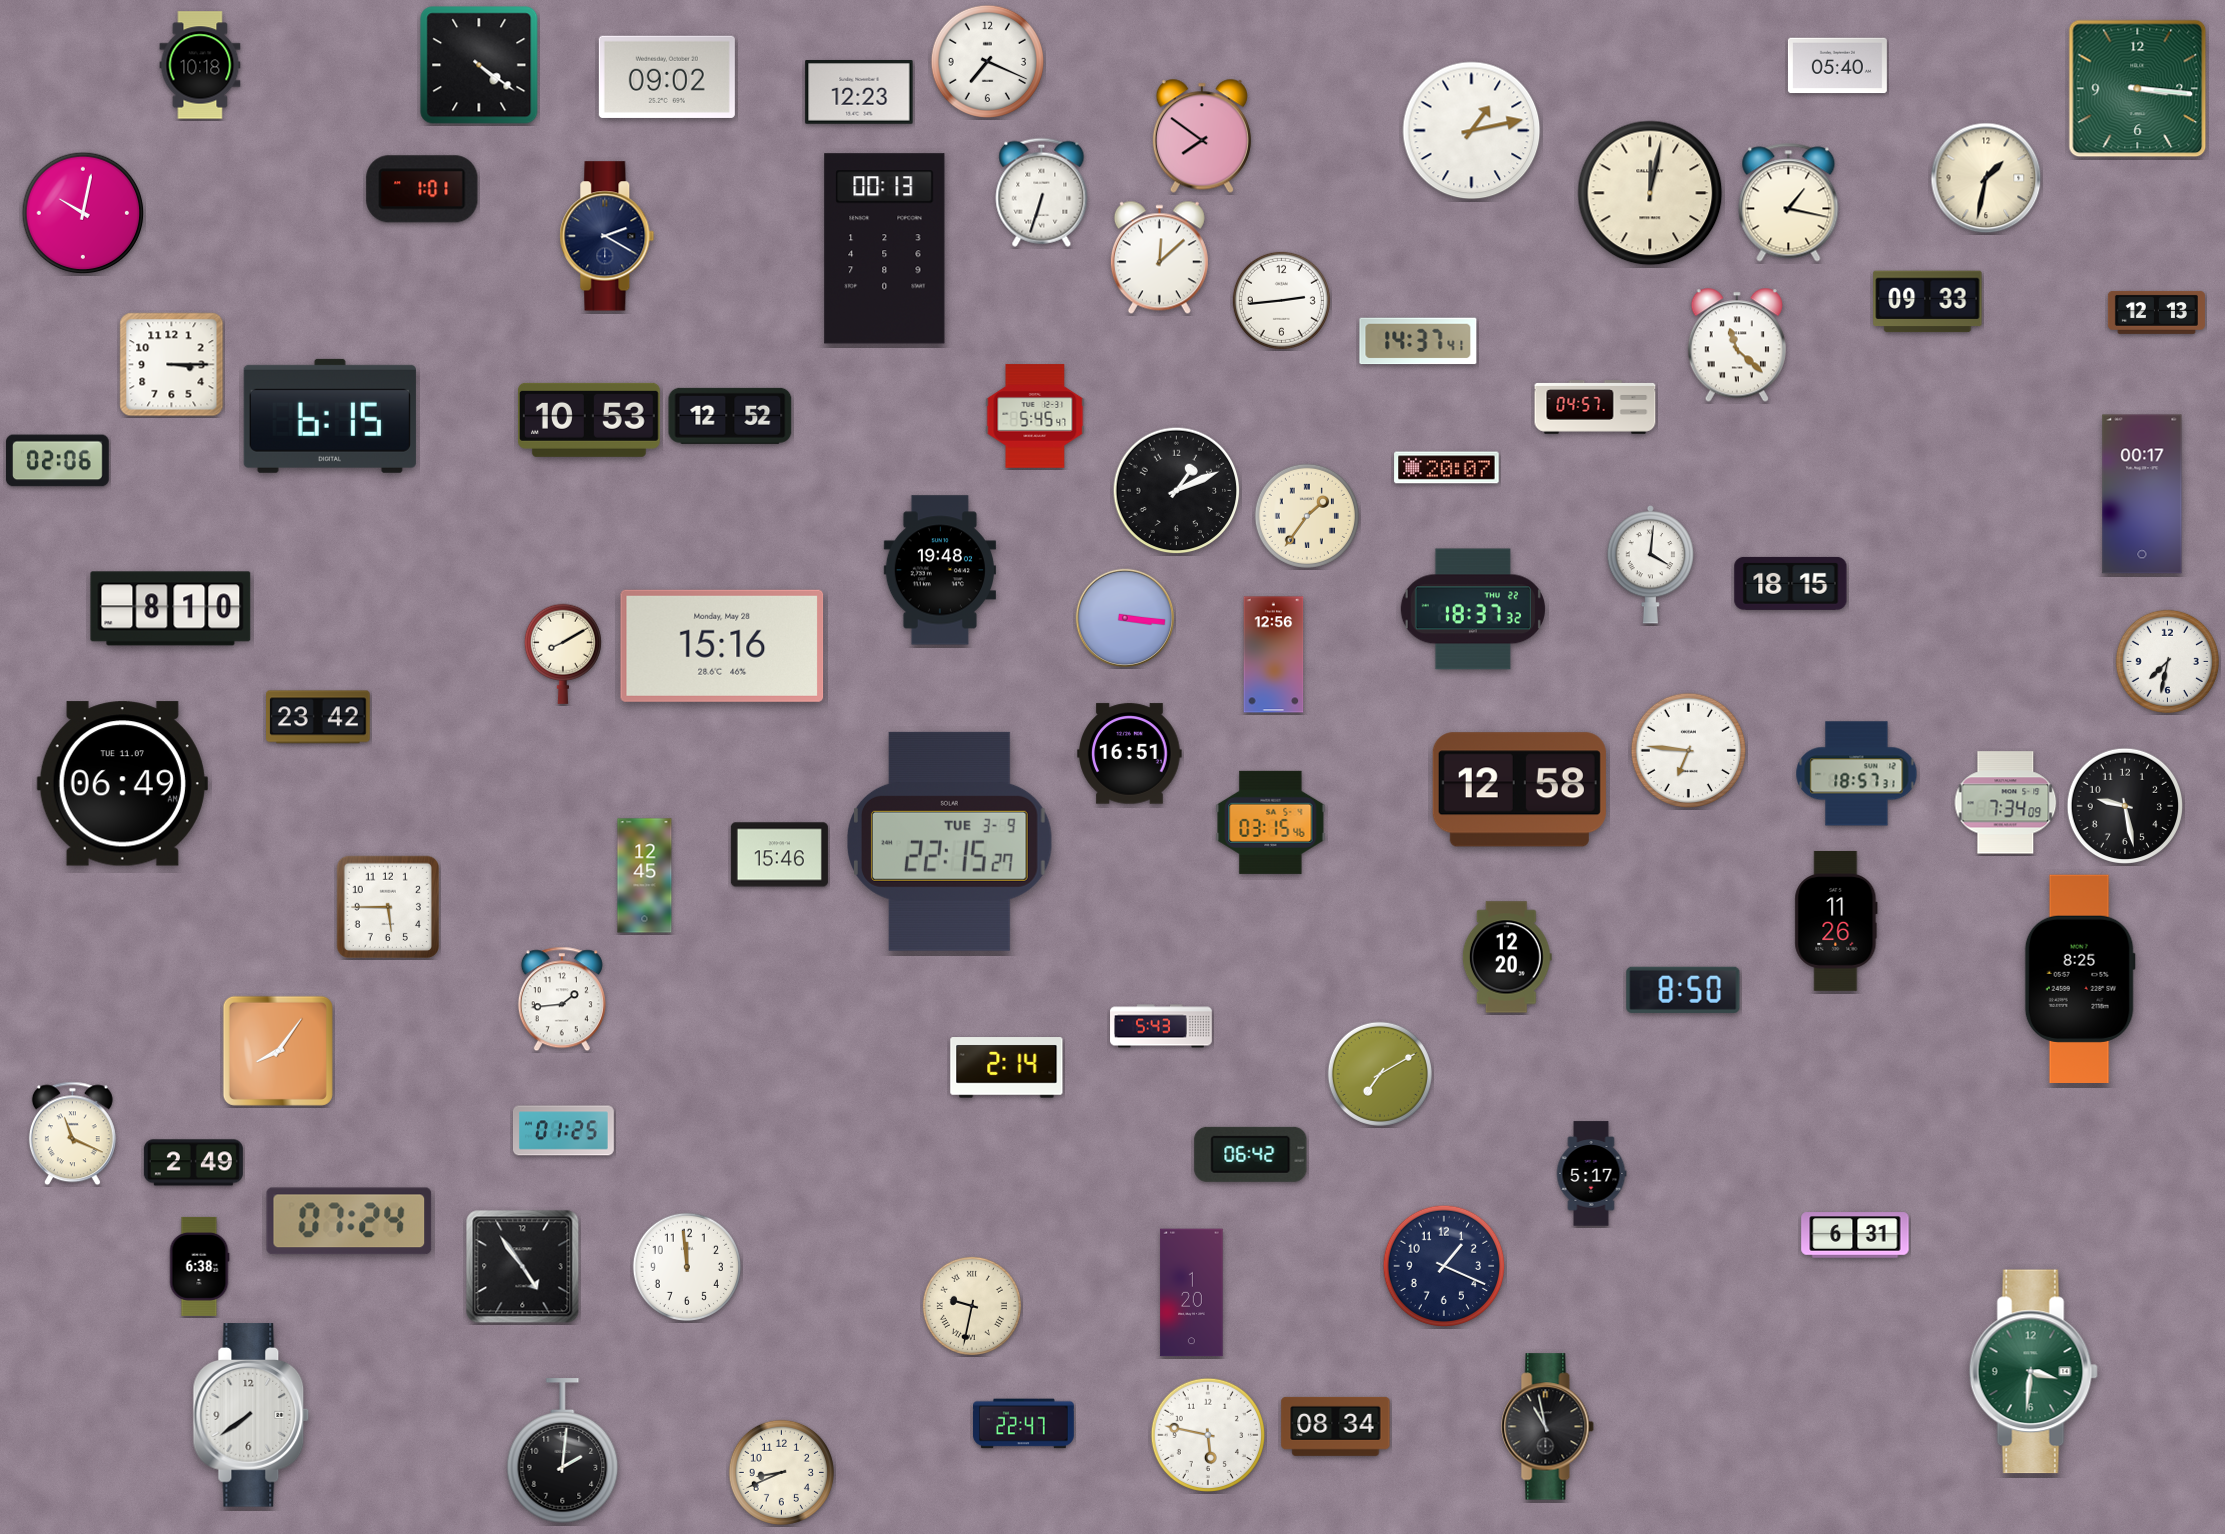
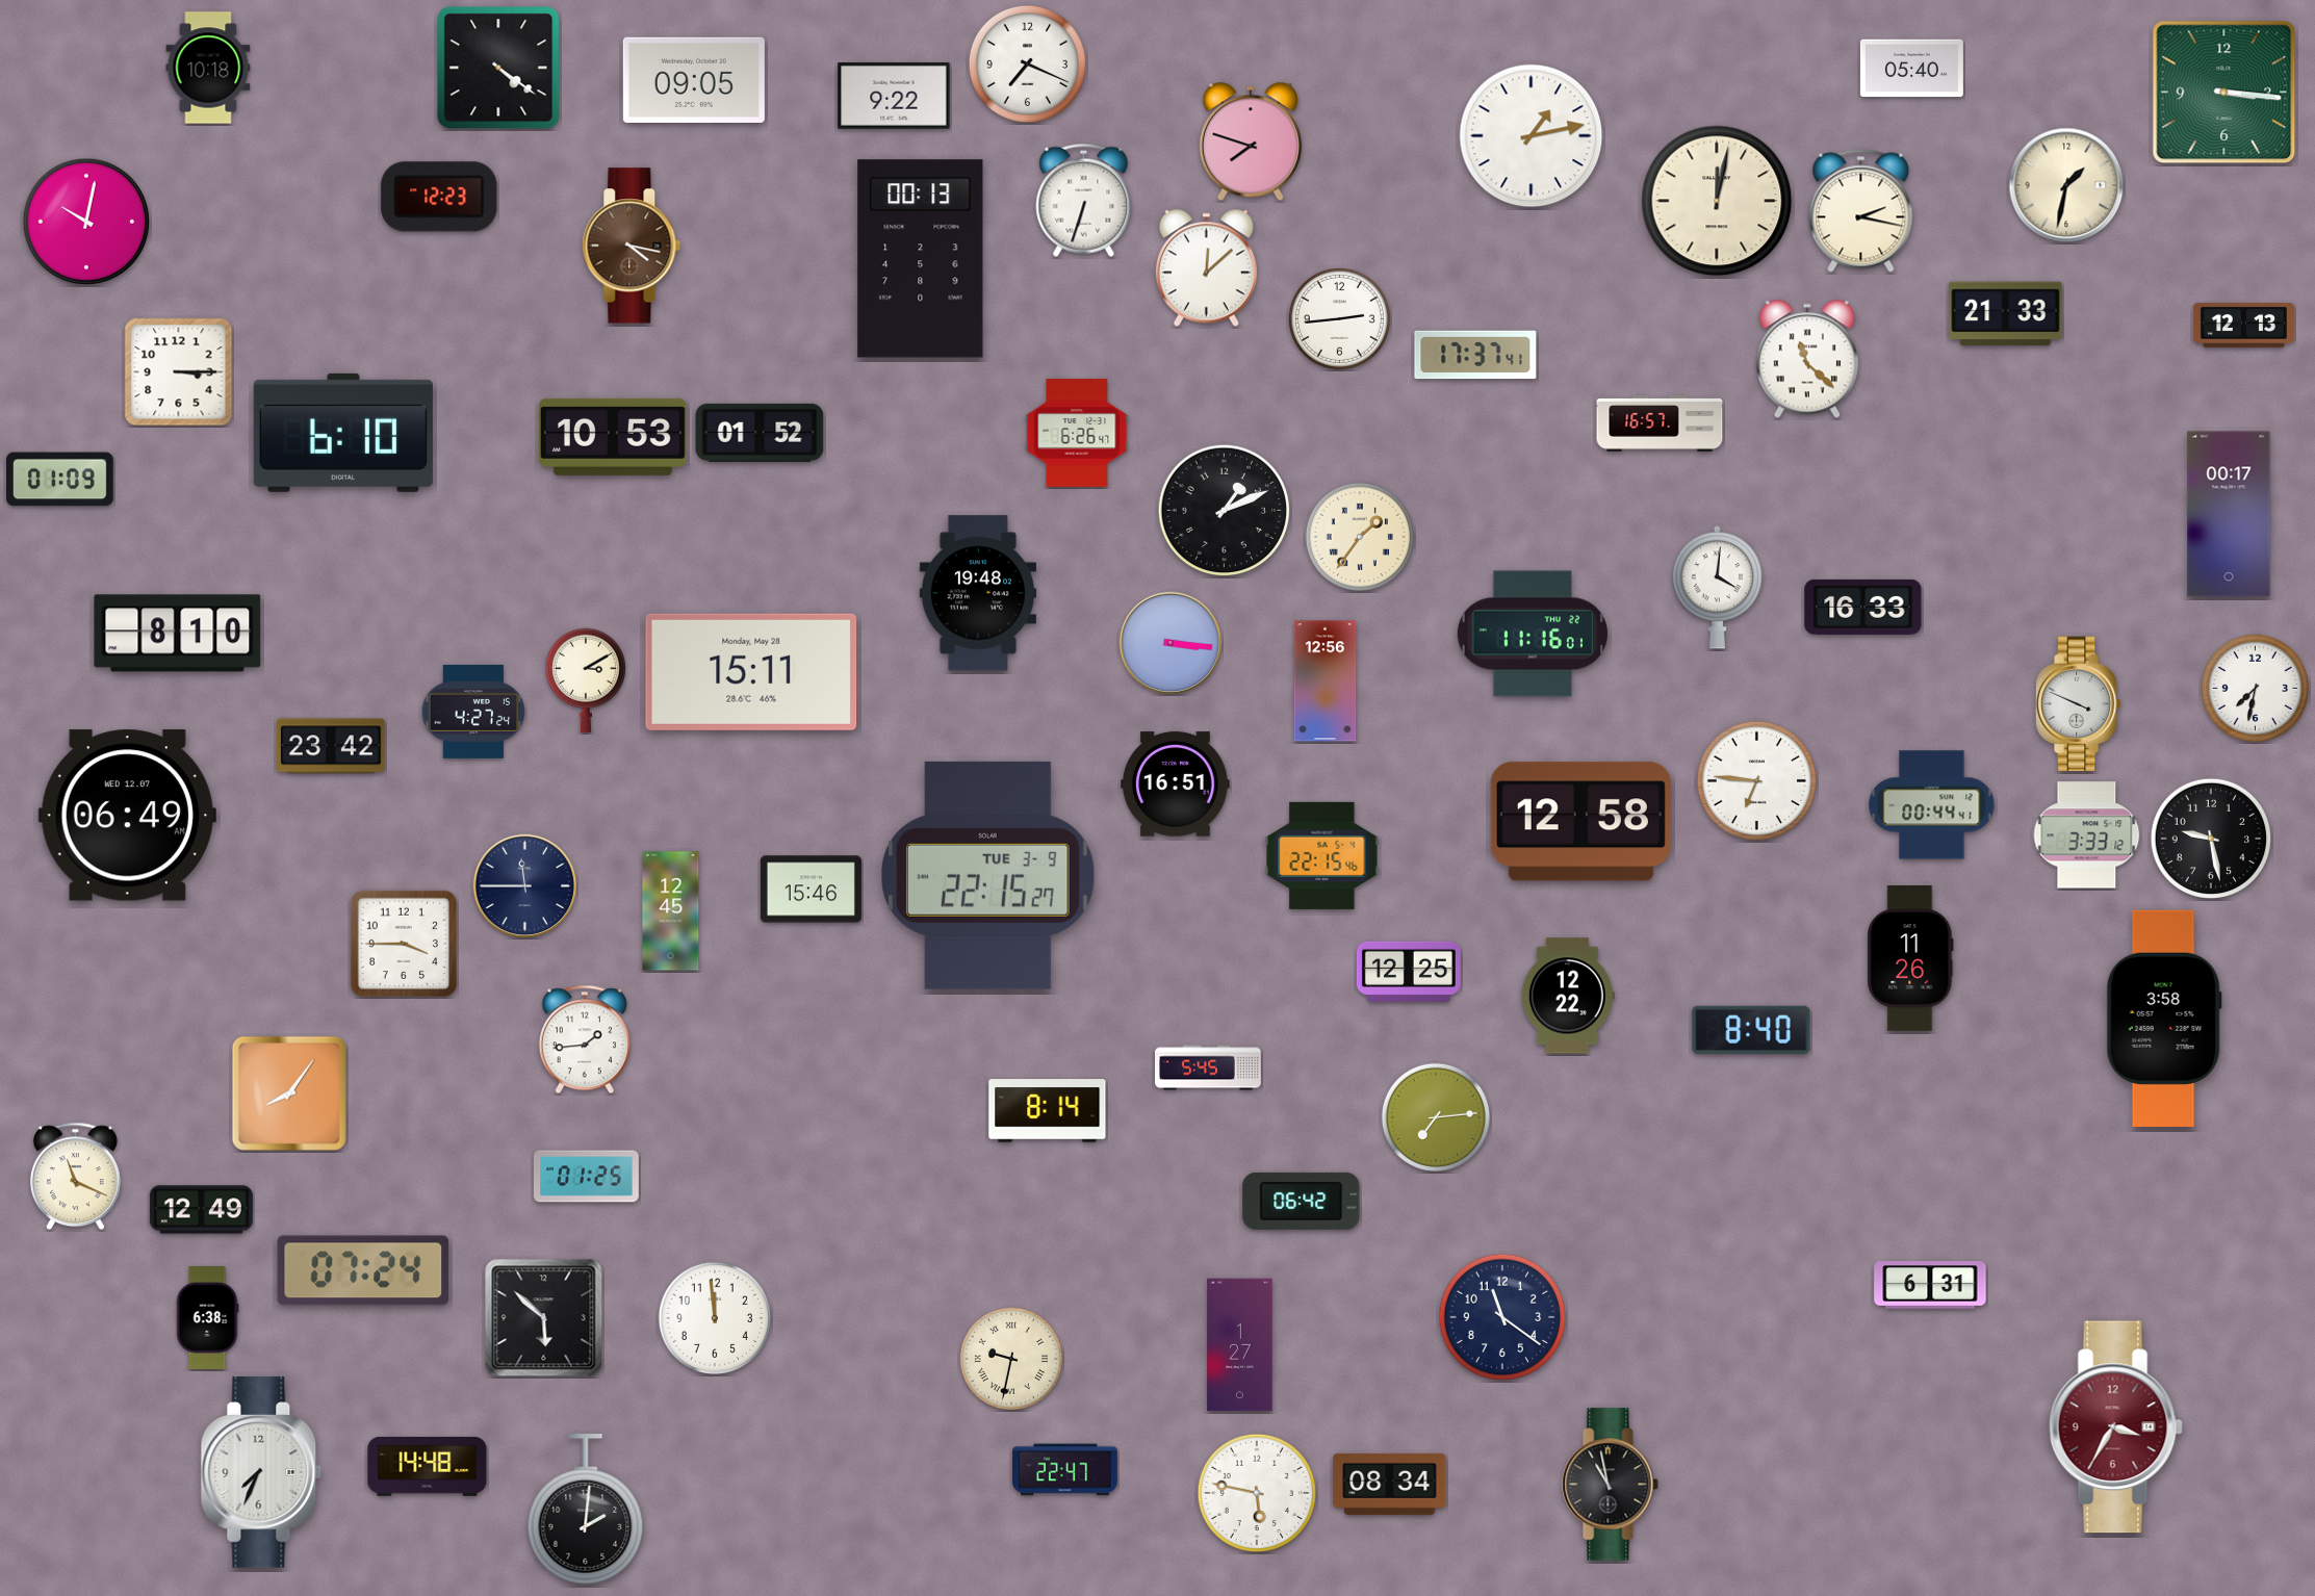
clock at (667, 77): 09:02 -> 09:05
clock at (859, 93): 12:23 -> 9:22
clock at (1202, 136): 7:51 -> 7:48
clock at (422, 189): 1:01 -> 12:23
clock at (1789, 203): 1:17 -> 2:17
clock at (607, 236): 2:20 -> 4:17
clock at (607, 236) dial: navy -> brown
clock at (1281, 300) position: (1281, 300) -> (1339, 318)
clock at (1928, 302): 09:33 -> 21:33
clock at (1418, 341): 14:37 -> 17:37
clock at (172, 365) position: (172, 365) -> (179, 372)
clock at (1595, 407): 04:57 -> 16:57
clock at (330, 416): 6:15 -> 6:10
clock at (730, 416): 12:52 -> 01:52
clock at (1035, 416): 5:45 -> 6:26
clock at (58, 461): 02:06 -> 01:09
clock at (1447, 468): 20:07 -> none
clock at (1791, 583): 18:15 -> 16:33
clock at (1473, 609): 18:37 -> 11:16
clock at (722, 646): 15:16 -> 15:11
clock at (563, 654): 8:10 -> 3:10
clock at (2079, 704): none -> 3:49
clock at (473, 712): none -> 4:27
clock at (1857, 774): 18:57 -> 00:44
clock at (122, 784) date: TUE 11.07 -> WED 12.07
clock at (2006, 803): 7:34 -> 3:33
clock at (1271, 822): 03:15 -> 22:15
clock at (525, 886): none -> 11:45
clock at (387, 906): 5:45 -> 3:45
clock at (1409, 972): none -> 12:25
clock at (1507, 957): 12:20 -> 12:22
clock at (2080, 978): 8:25 -> 3:58
clock at (1683, 990): 8:50 -> 8:40
clock at (1161, 1026): 5:43 -> 5:45
clock at (1007, 1068): 2:14 -> 8:14
clock at (1380, 1074): 7:10 -> 7:14
clock at (72, 1134) position: (72, 1134) -> (75, 1177)
clock at (193, 1163): 2:49 -> 12:49
clock at (1591, 1174): 5:17 -> none
clock at (1444, 1266): 1:19 -> 11:21
clock at (523, 1267): 4:54 -> 5:52
clock at (1192, 1293): 1:20 -> 1:27
clock at (2033, 1372): 3:31 -> 3:35
clock at (2033, 1372) dial: green -> burgundy
clock at (428, 1466): none -> 14:48
clock at (251, 1415): 7:39 -> 7:34
clock at (1024, 1424) position: (1024, 1424) -> (1065, 1470)
clock at (781, 1472): 8:41 -> none
